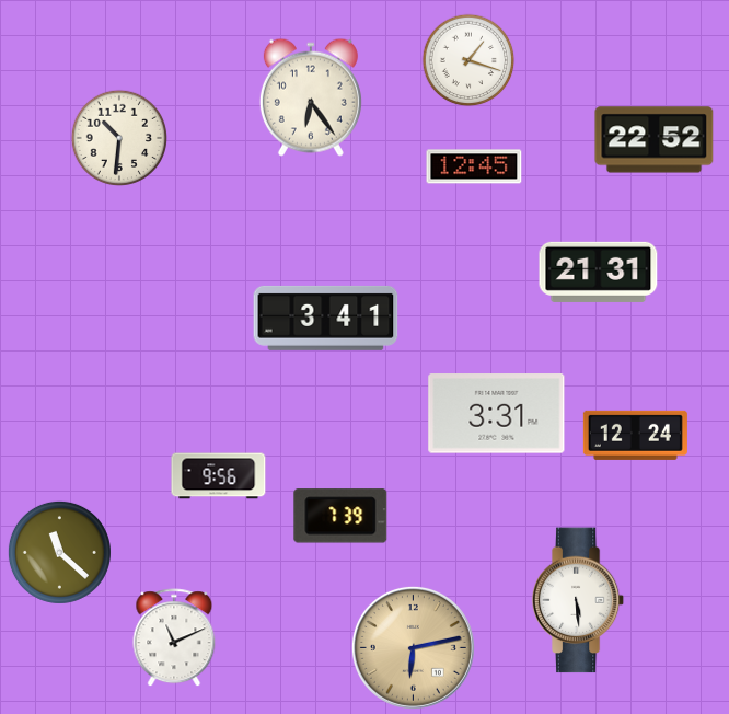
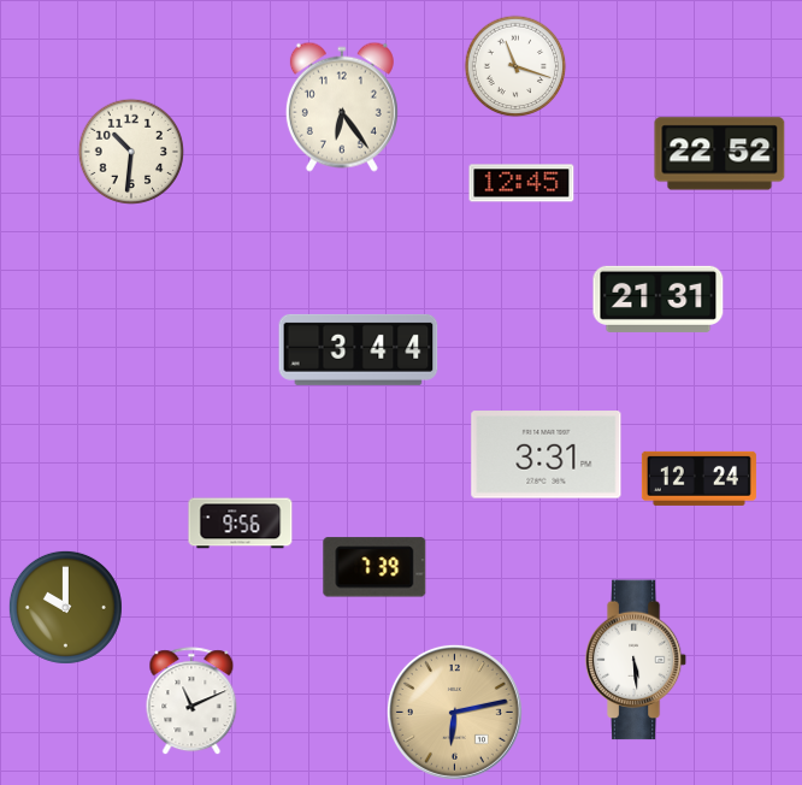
clock at (468, 60): 1:18 -> 11:18
clock at (326, 318): 3:41 -> 3:44
clock at (59, 552): 11:22 -> 10:00
